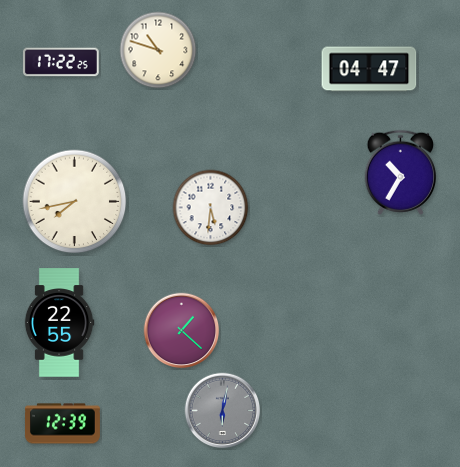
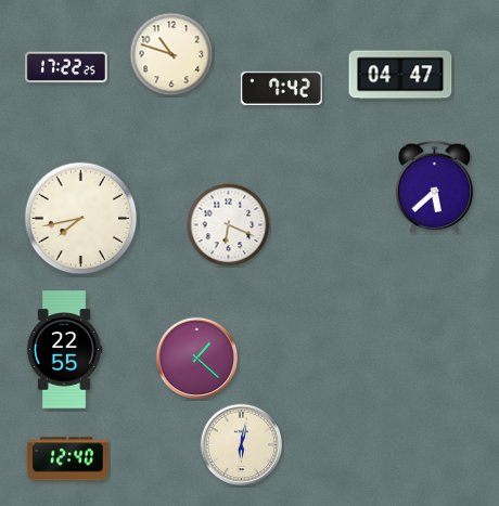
clock at (281, 88): none -> 7:42
clock at (400, 172): 10:35 -> 5:38
clock at (211, 208): 5:31 -> 6:19
clock at (223, 411) dial: grey -> cream
clock at (62, 424): 12:39 -> 12:40
